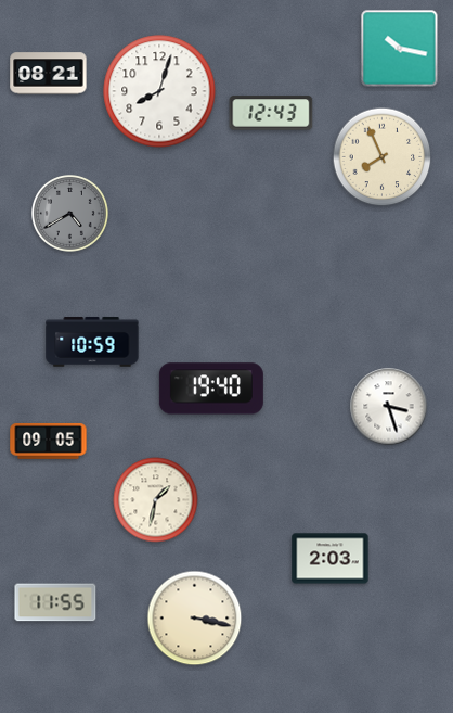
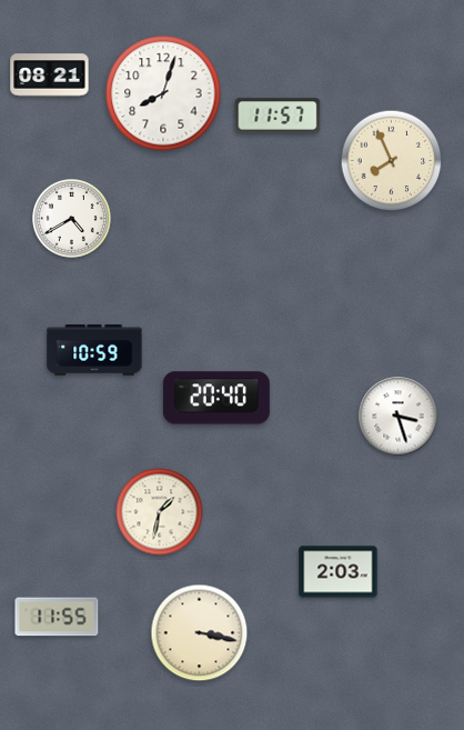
clock at (400, 49): 10:17 -> none
clock at (271, 113): 12:43 -> 11:57
clock at (70, 214) dial: grey -> white
clock at (211, 389): 19:40 -> 20:40
clock at (49, 442): 09:05 -> none
